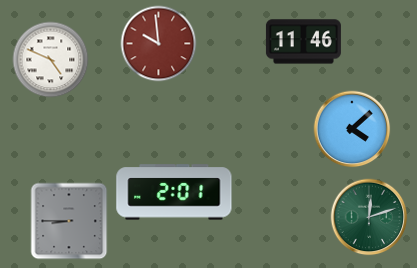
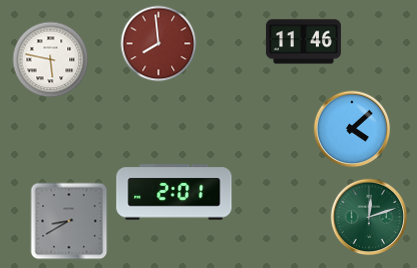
clock at (159, 44): 9:59 -> 7:59
clock at (51, 60): 4:49 -> 5:47
clock at (69, 221): 8:45 -> 8:40
